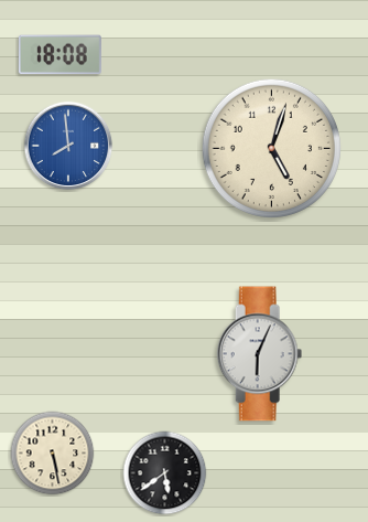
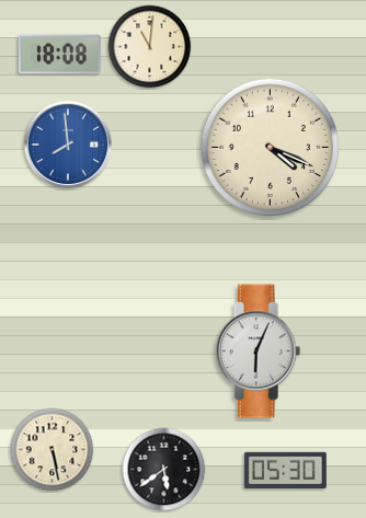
clock at (150, 47): none -> 11:01
clock at (271, 148): 5:03 -> 4:19
clock at (285, 470): none -> 05:30
